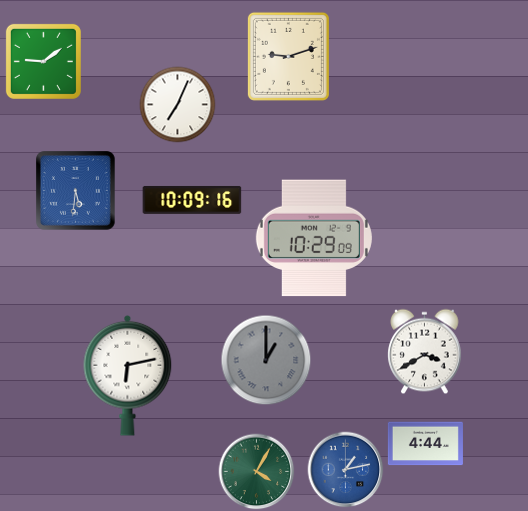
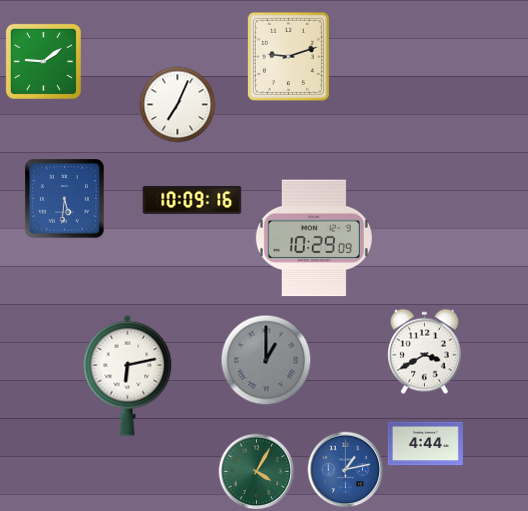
clock at (76, 191) position: (76, 191) -> (65, 199)
